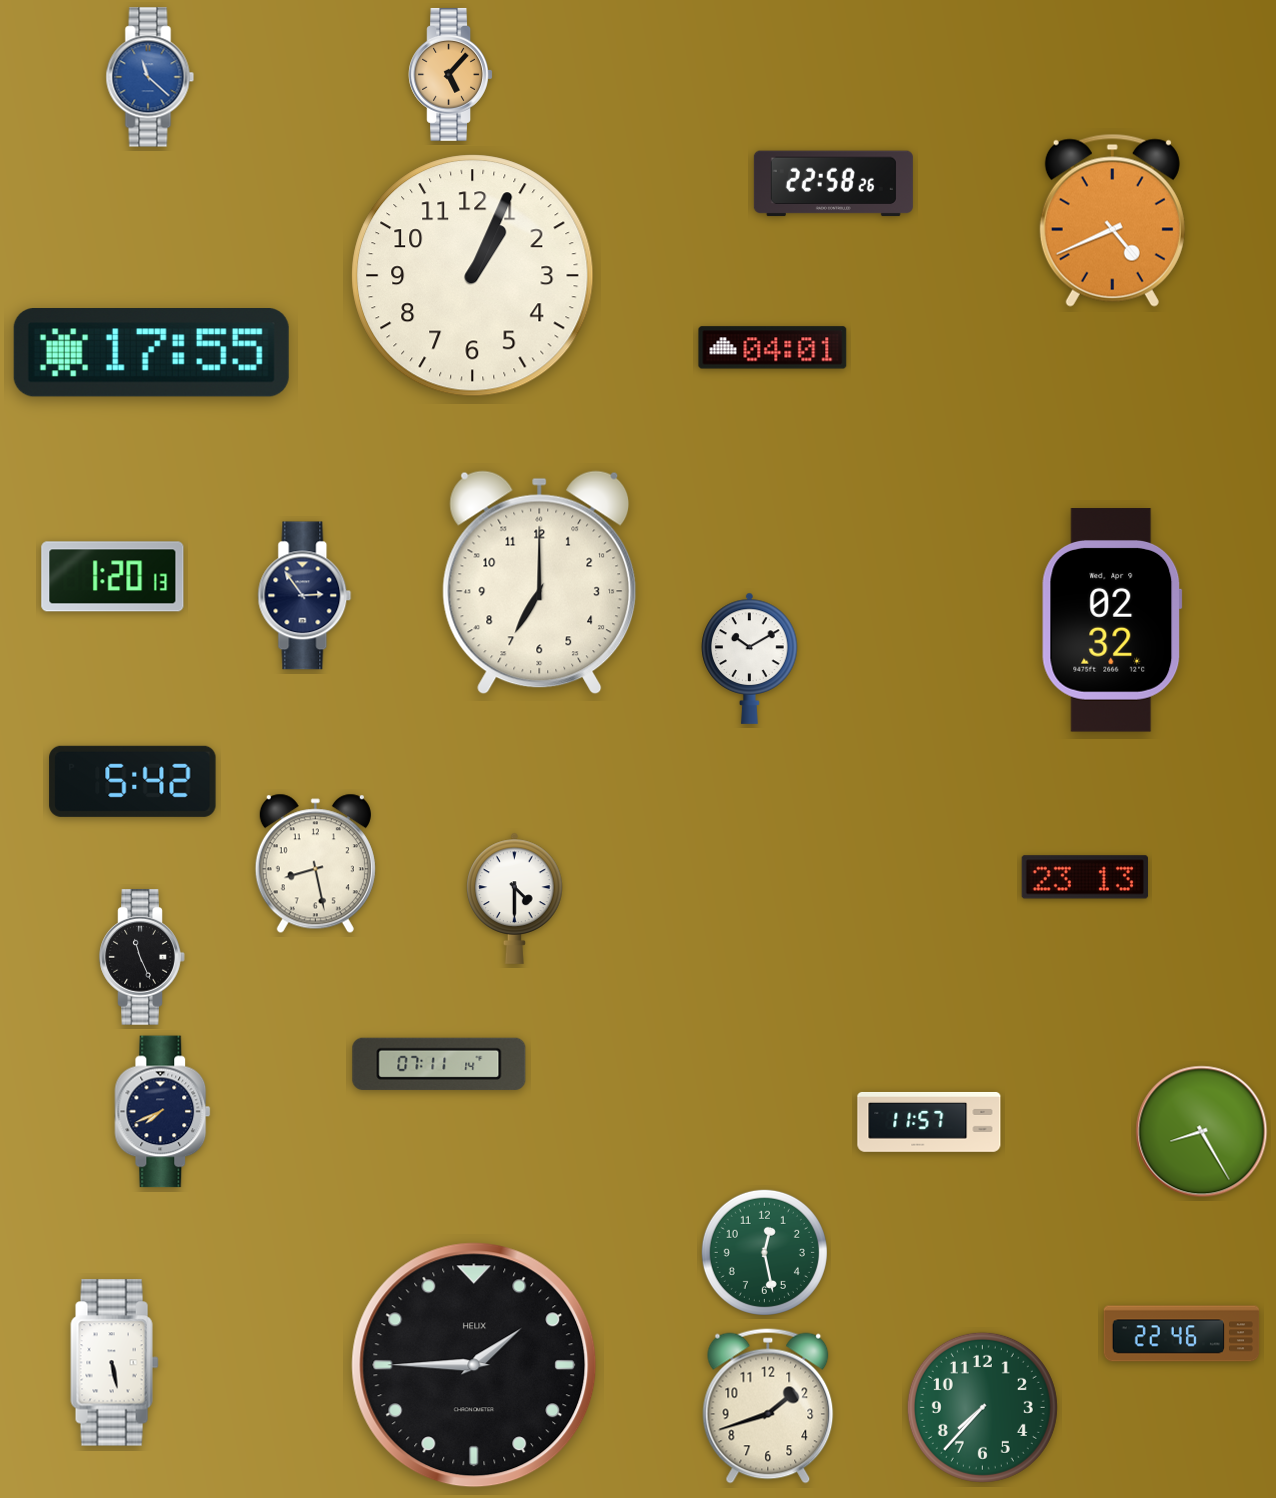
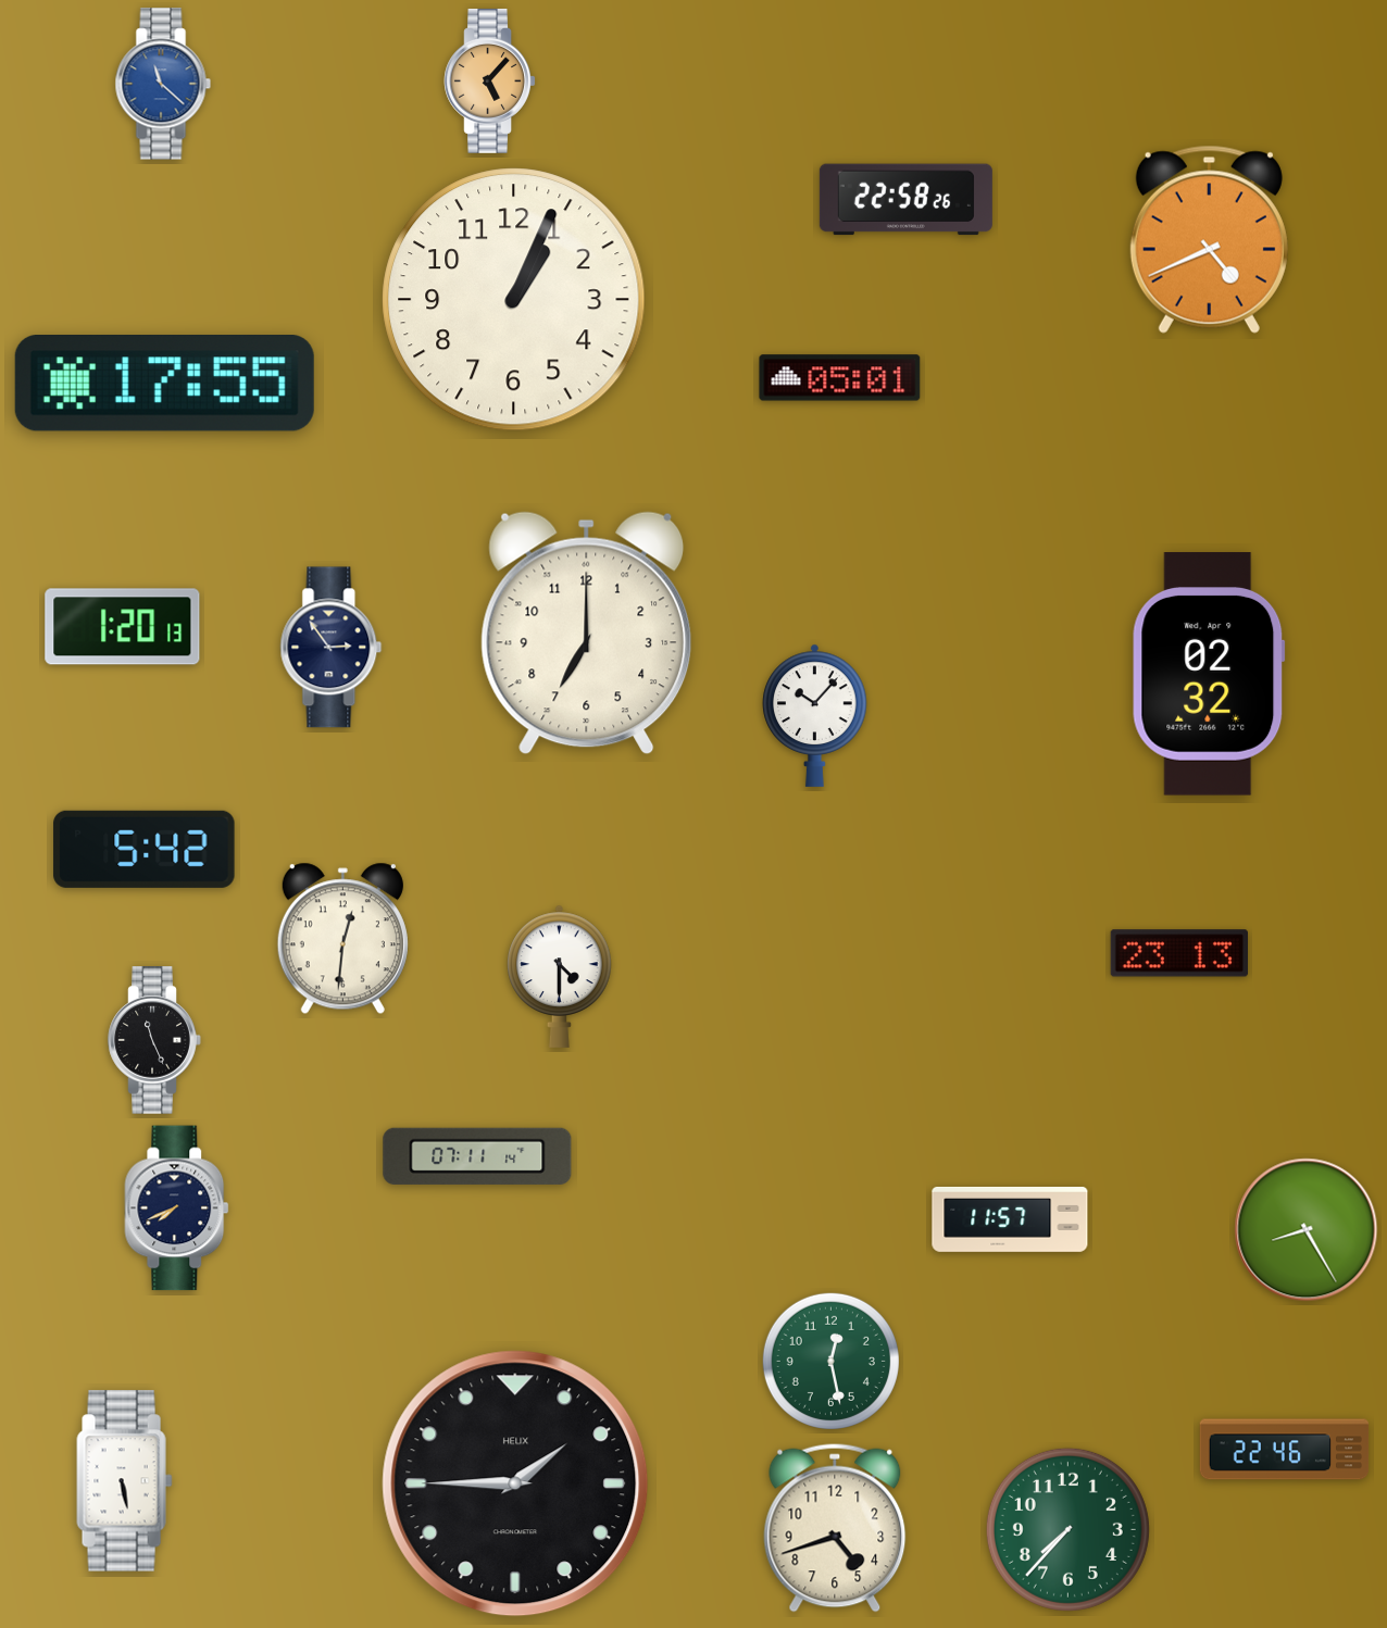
clock at (773, 348): 04:01 -> 05:01
clock at (750, 658): 10:10 -> 10:07
clock at (315, 864): 8:28 -> 12:31
clock at (768, 1406): 1:42 -> 4:42
